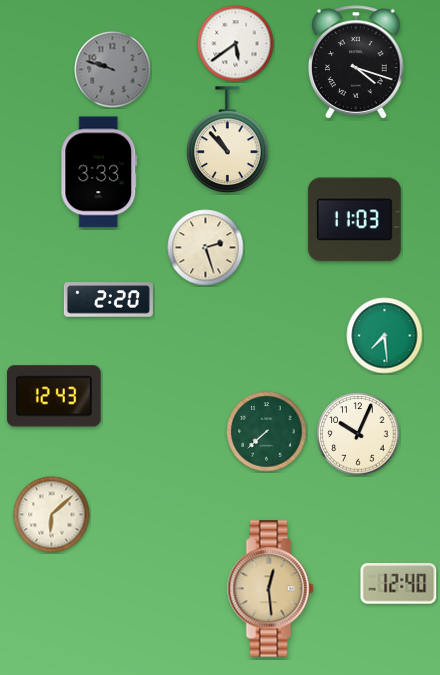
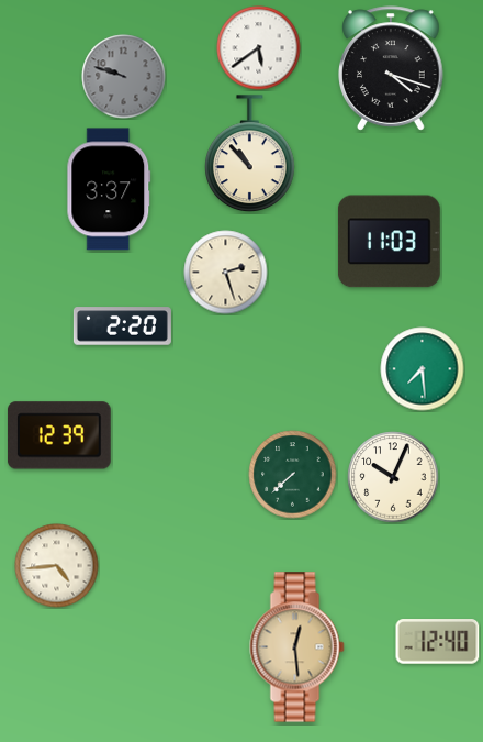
clock at (99, 172): 3:33 -> 3:37
clock at (108, 300) position: (108, 300) -> (122, 326)
clock at (54, 396): 12:43 -> 12:39
clock at (52, 515): 6:08 -> 4:44
